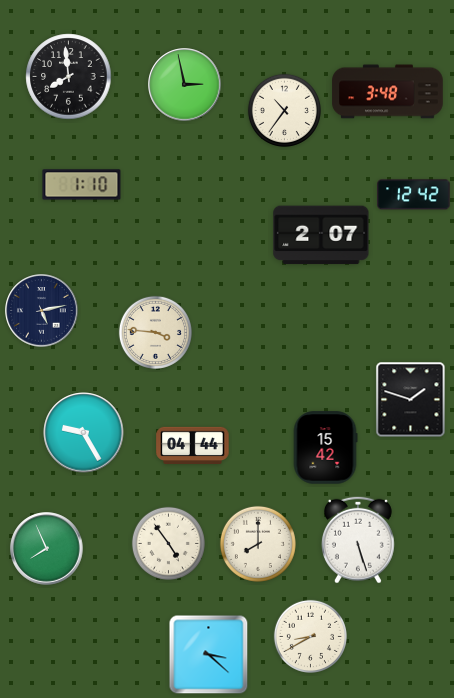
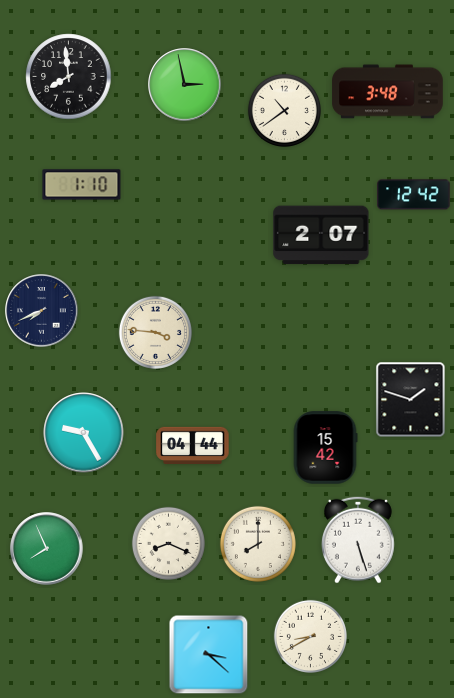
clock at (284, 110): 10:36 -> 10:39
clock at (42, 311): 5:13 -> 7:41
clock at (168, 543): 4:54 -> 8:19
